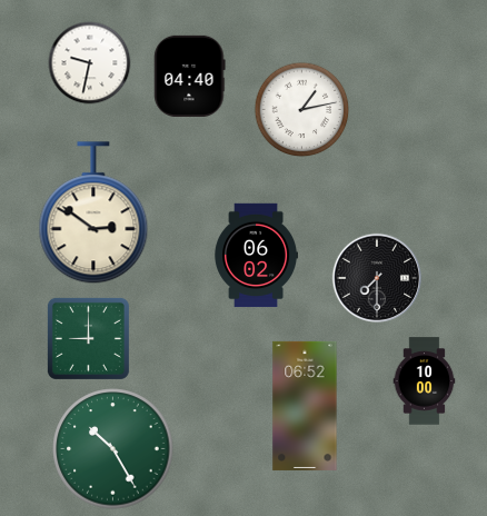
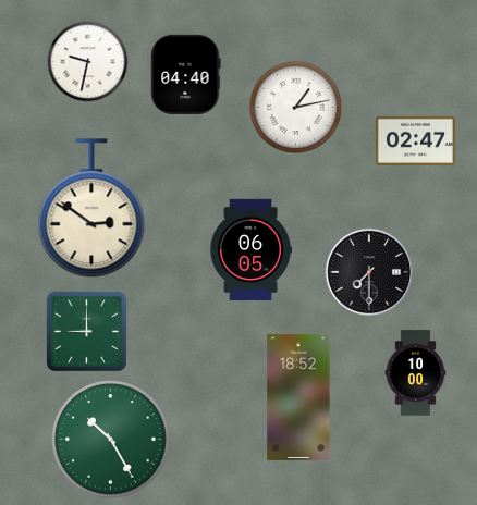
clock at (415, 140): none -> 02:47
clock at (256, 256): 06:02 -> 06:05
clock at (305, 406): 06:52 -> 18:52
